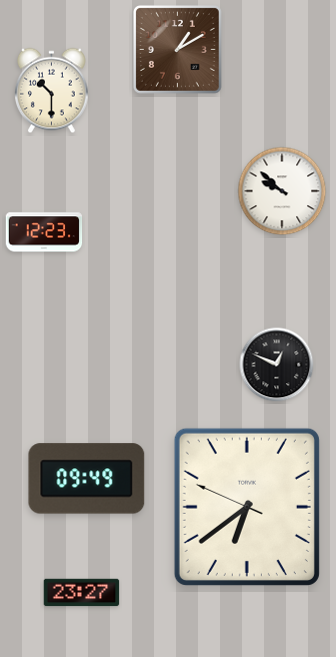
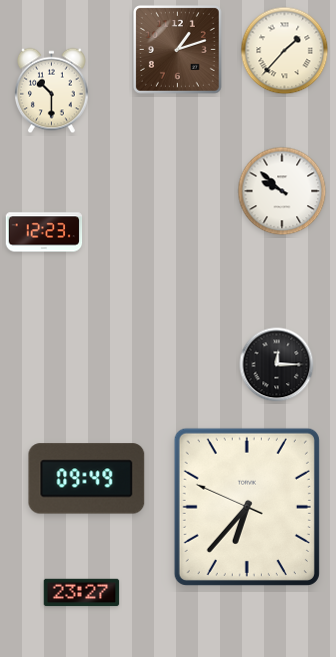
clock at (177, 49): 1:10 -> 1:12
clock at (285, 51): none -> 1:37
clock at (277, 365): 12:49 -> 12:15
clock at (247, 507): 6:38 -> 6:36
